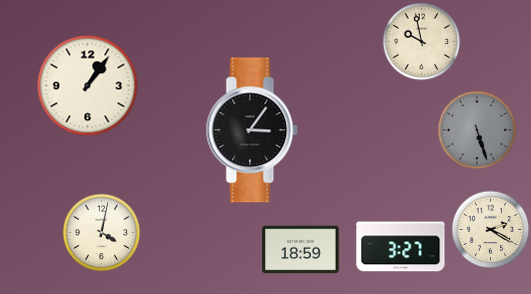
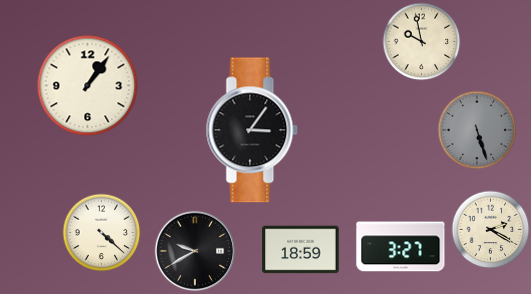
clock at (101, 232): 4:02 -> 4:22
clock at (195, 251): none -> 9:40
